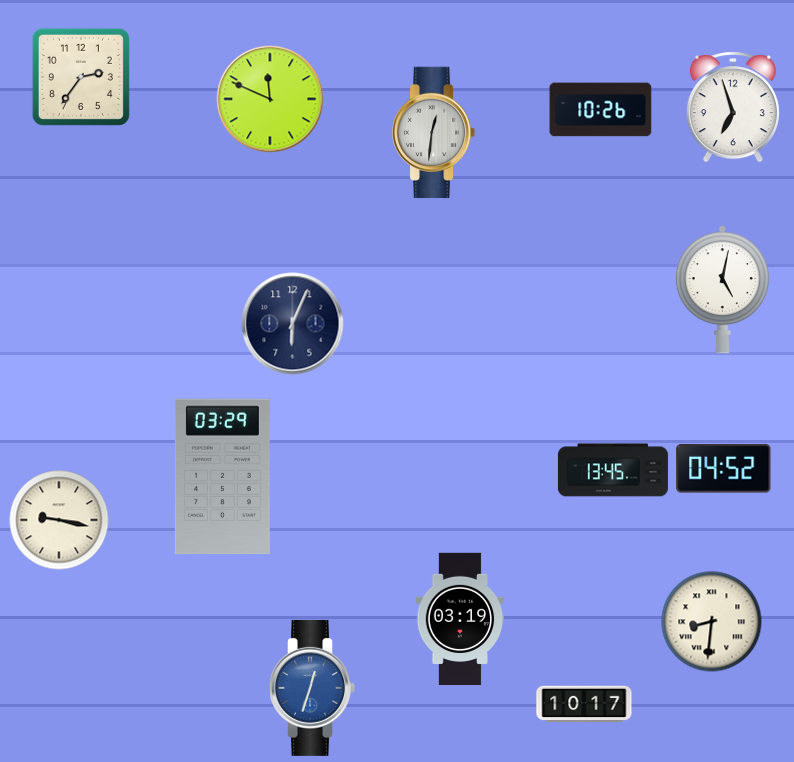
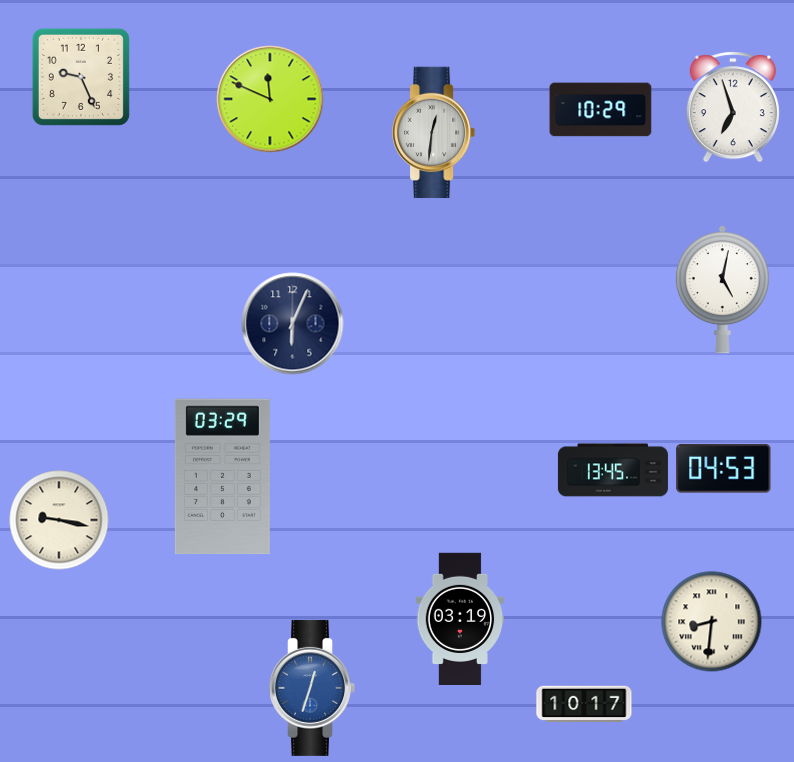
clock at (81, 77): 2:36 -> 9:26
clock at (601, 110): 10:26 -> 10:29
clock at (724, 469): 04:52 -> 04:53
